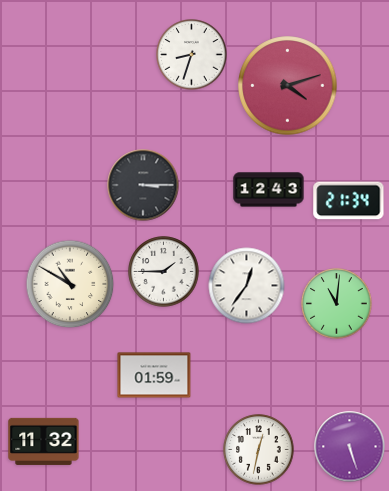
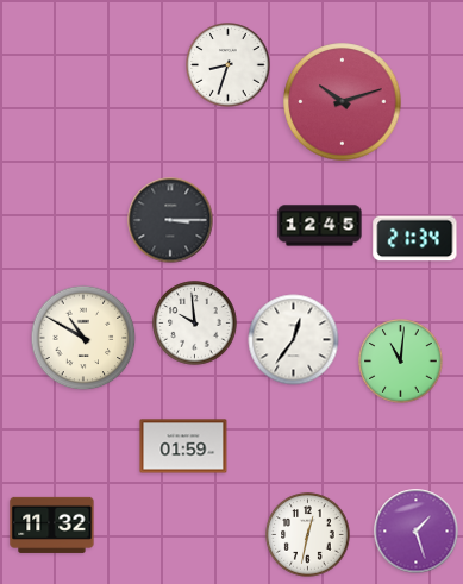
clock at (288, 86): 4:12 -> 10:12
clock at (269, 190): 12:43 -> 12:45
clock at (164, 272): 1:45 -> 9:59
clock at (350, 447): 5:27 -> 1:27
